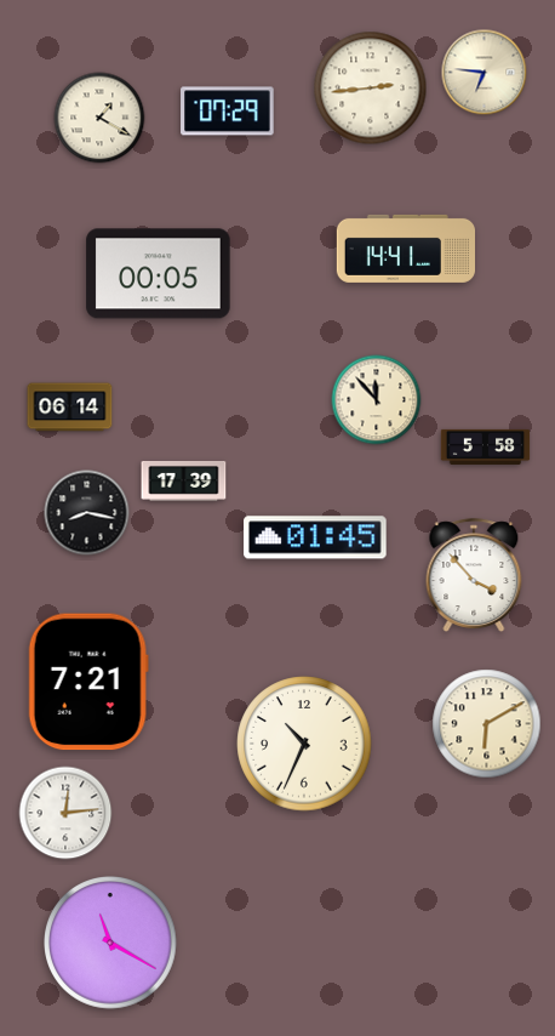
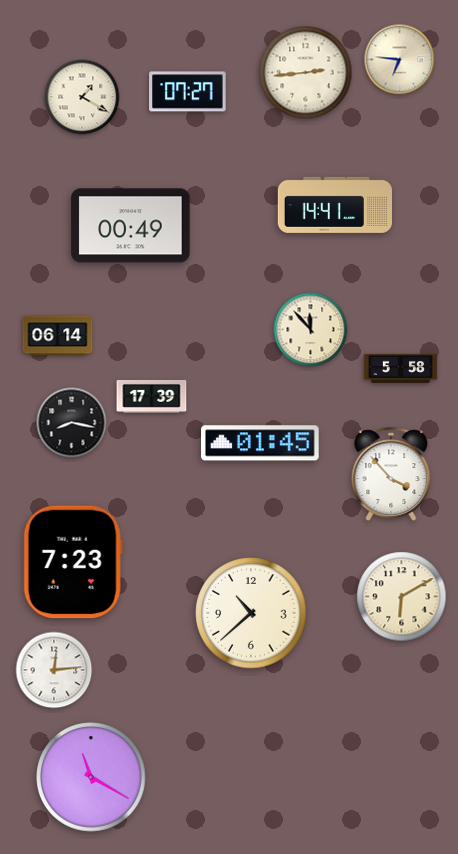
clock at (228, 112): 07:29 -> 07:27
clock at (159, 274): 00:05 -> 00:49
clock at (88, 682): 7:21 -> 7:23
clock at (304, 744): 10:34 -> 10:38
